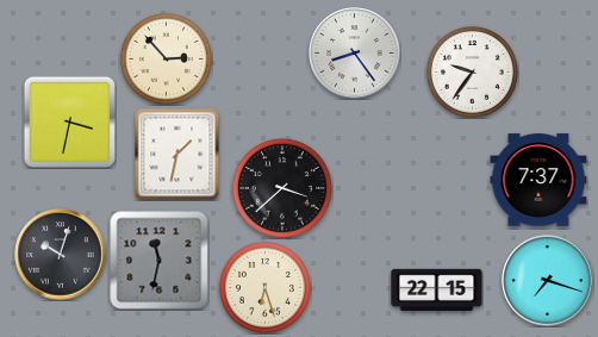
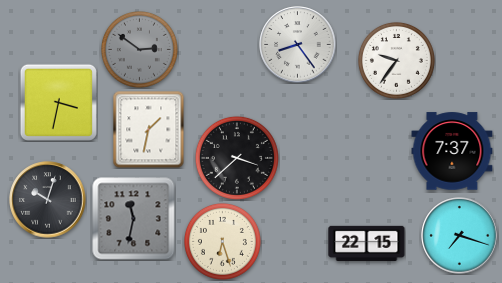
clock at (166, 58): 2:53 -> 2:51
clock at (166, 58) dial: cream -> grey
clock at (61, 255) position: (61, 255) -> (48, 200)
